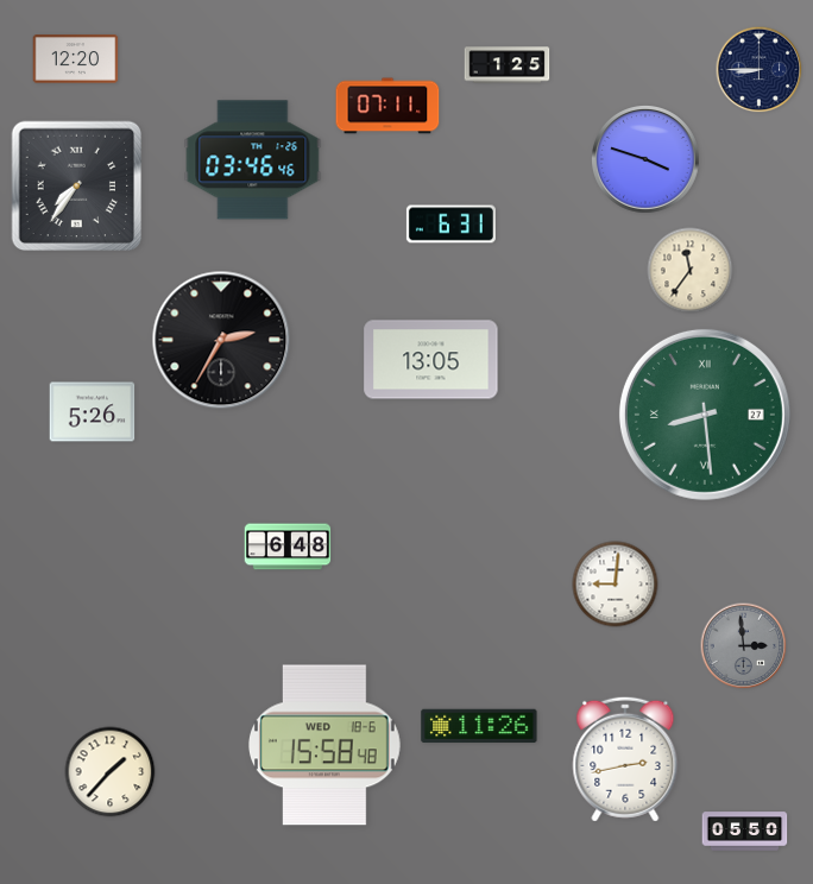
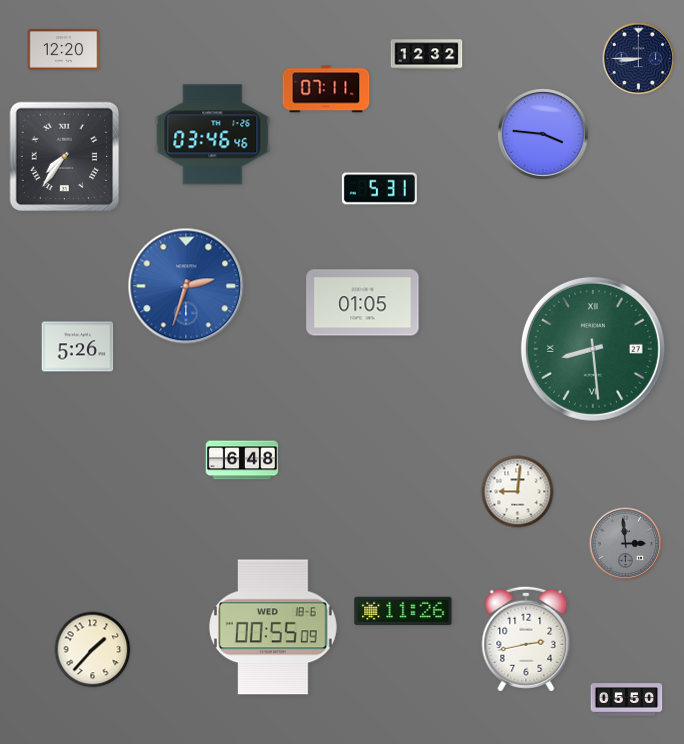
clock at (508, 65): 1:25 -> 12:32
clock at (647, 160): 3:48 -> 3:46
clock at (450, 225): 6:31 -> 5:31
clock at (691, 271): 11:36 -> none
clock at (221, 340): 2:35 -> 2:33
clock at (221, 340) dial: black -> blue
clock at (431, 360): 13:05 -> 01:05
clock at (324, 745): 15:58 -> 00:55
